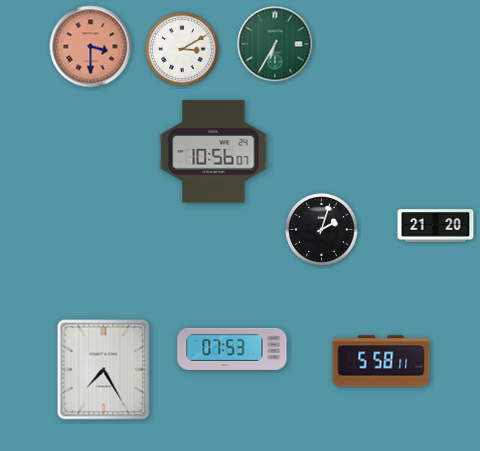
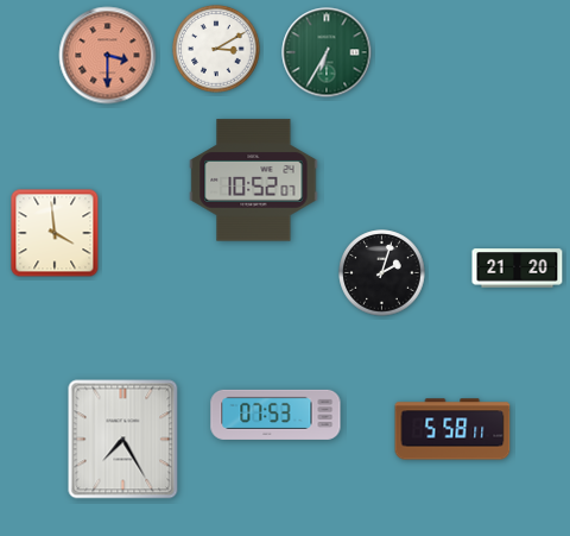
clock at (182, 49) position: (182, 49) -> (216, 49)
clock at (214, 152): 10:56 -> 10:52
clock at (55, 233): none -> 3:59
